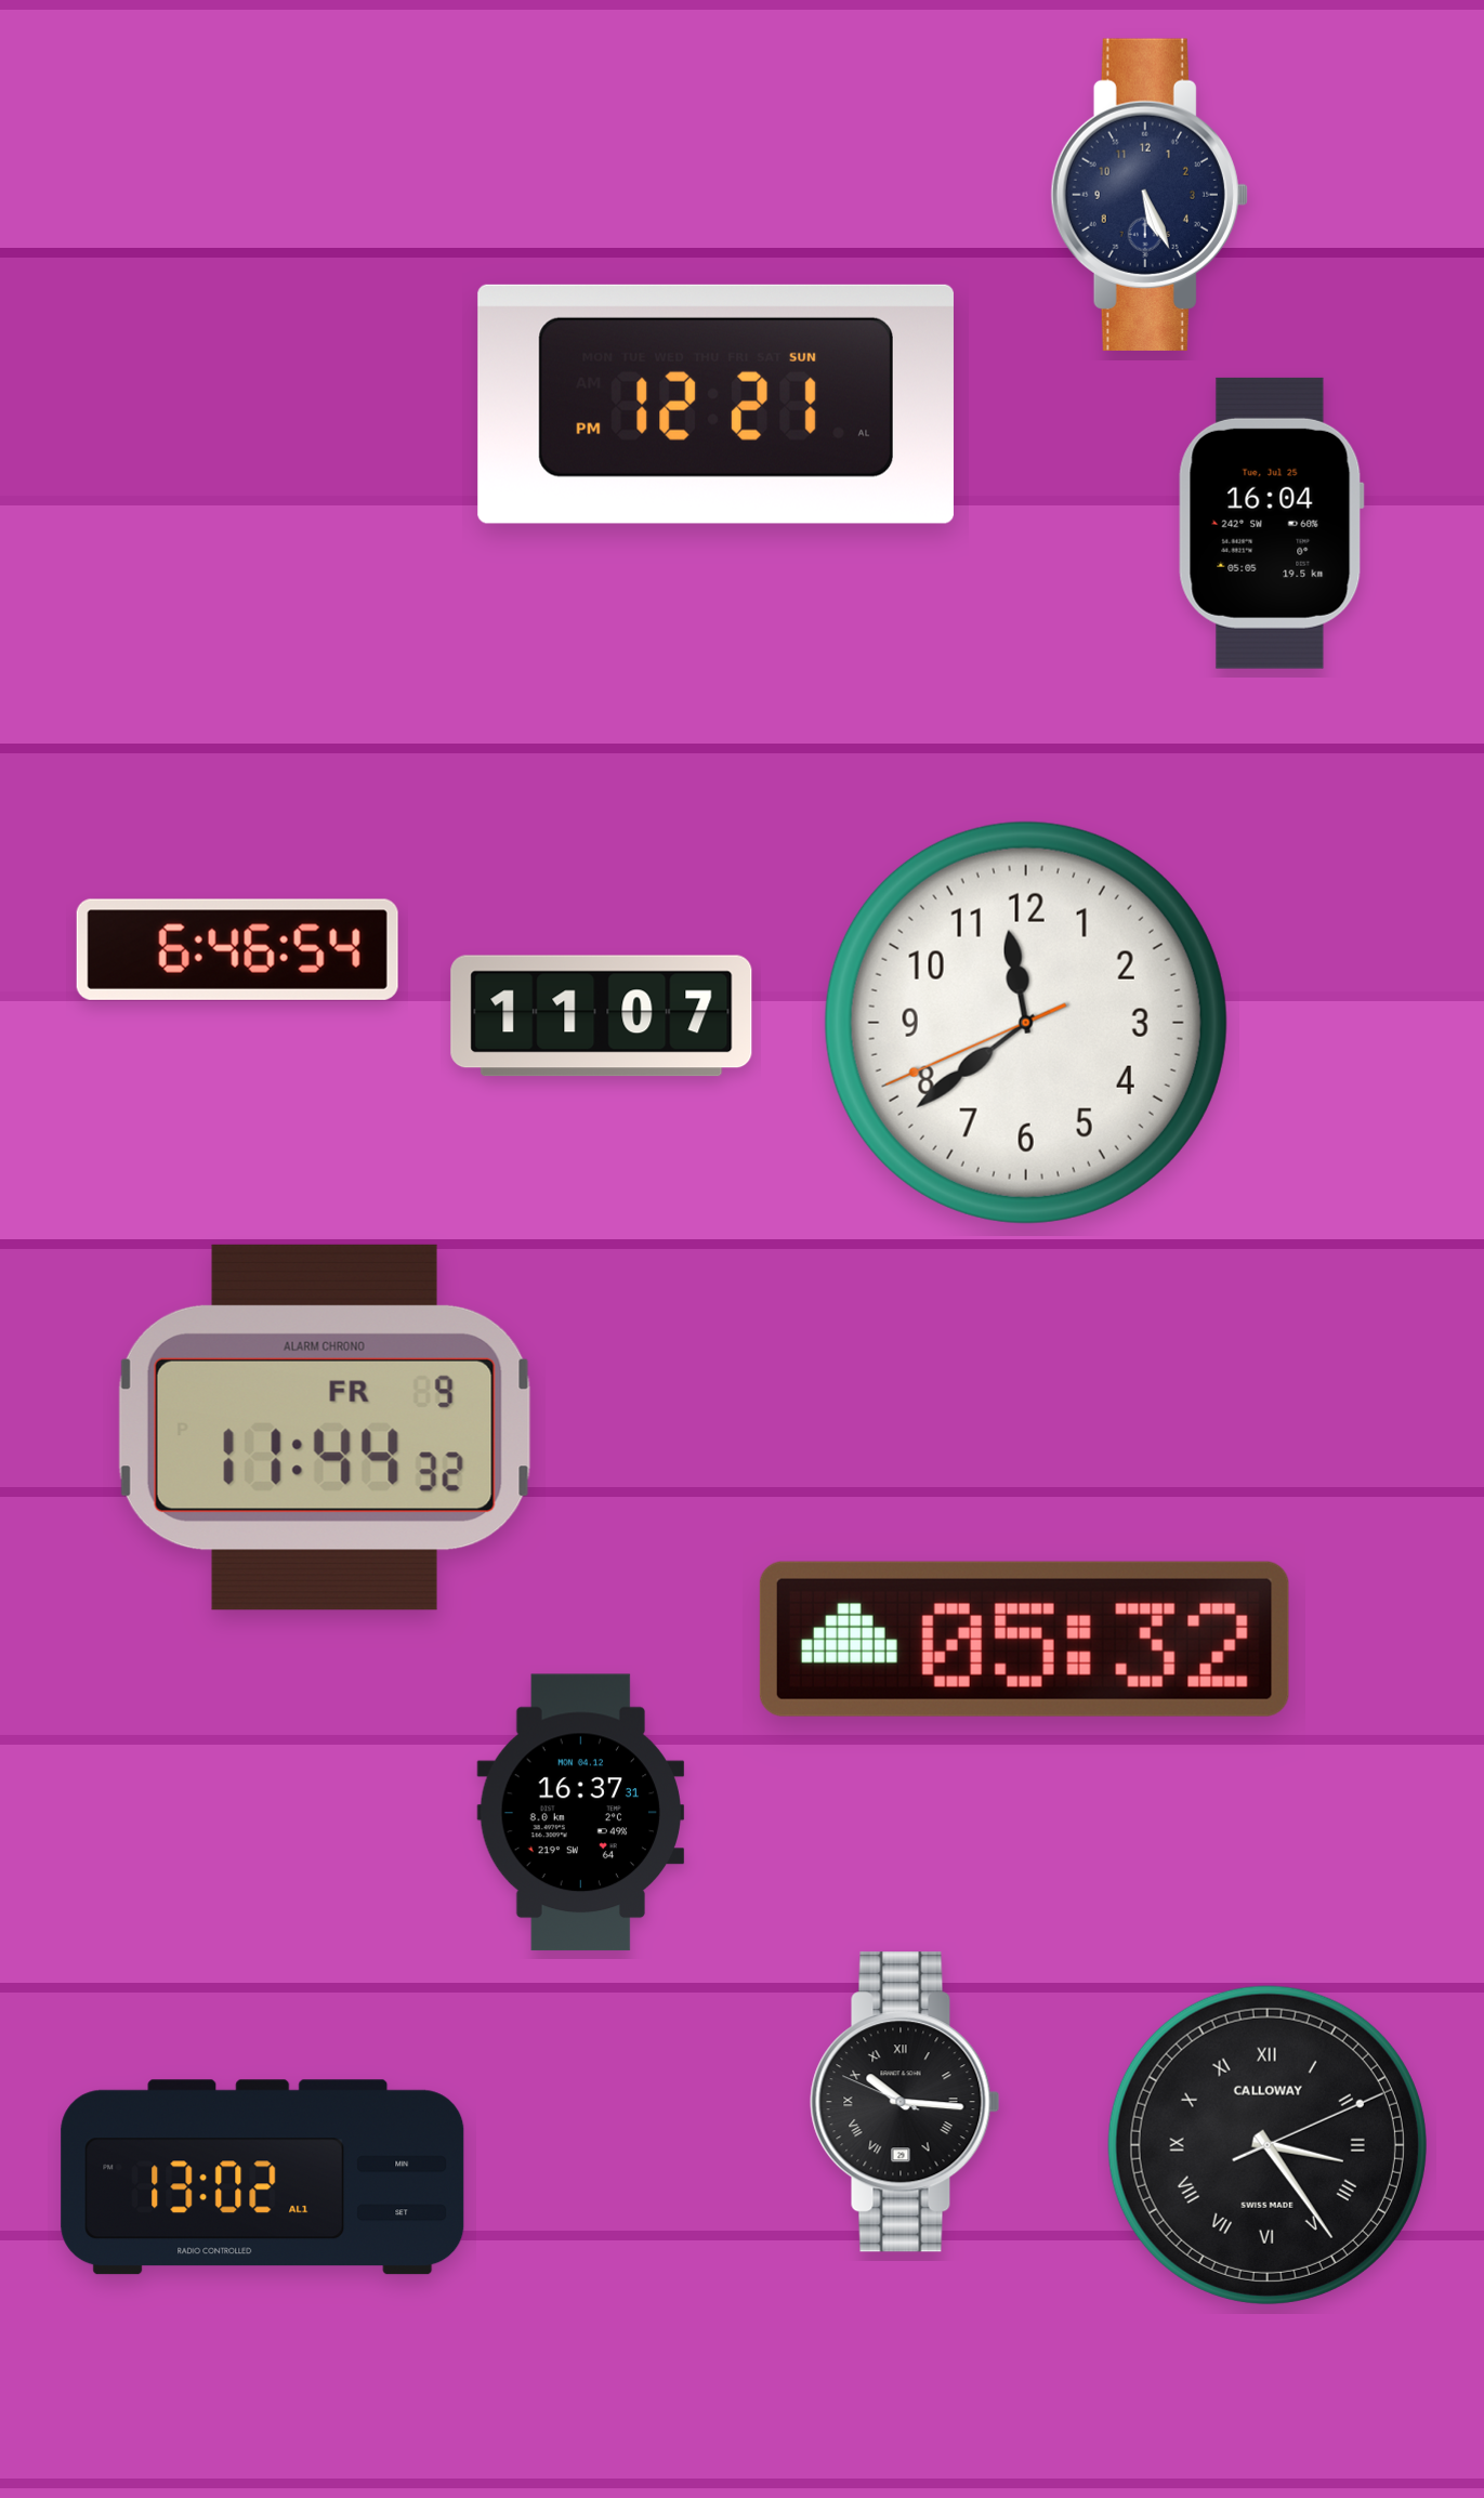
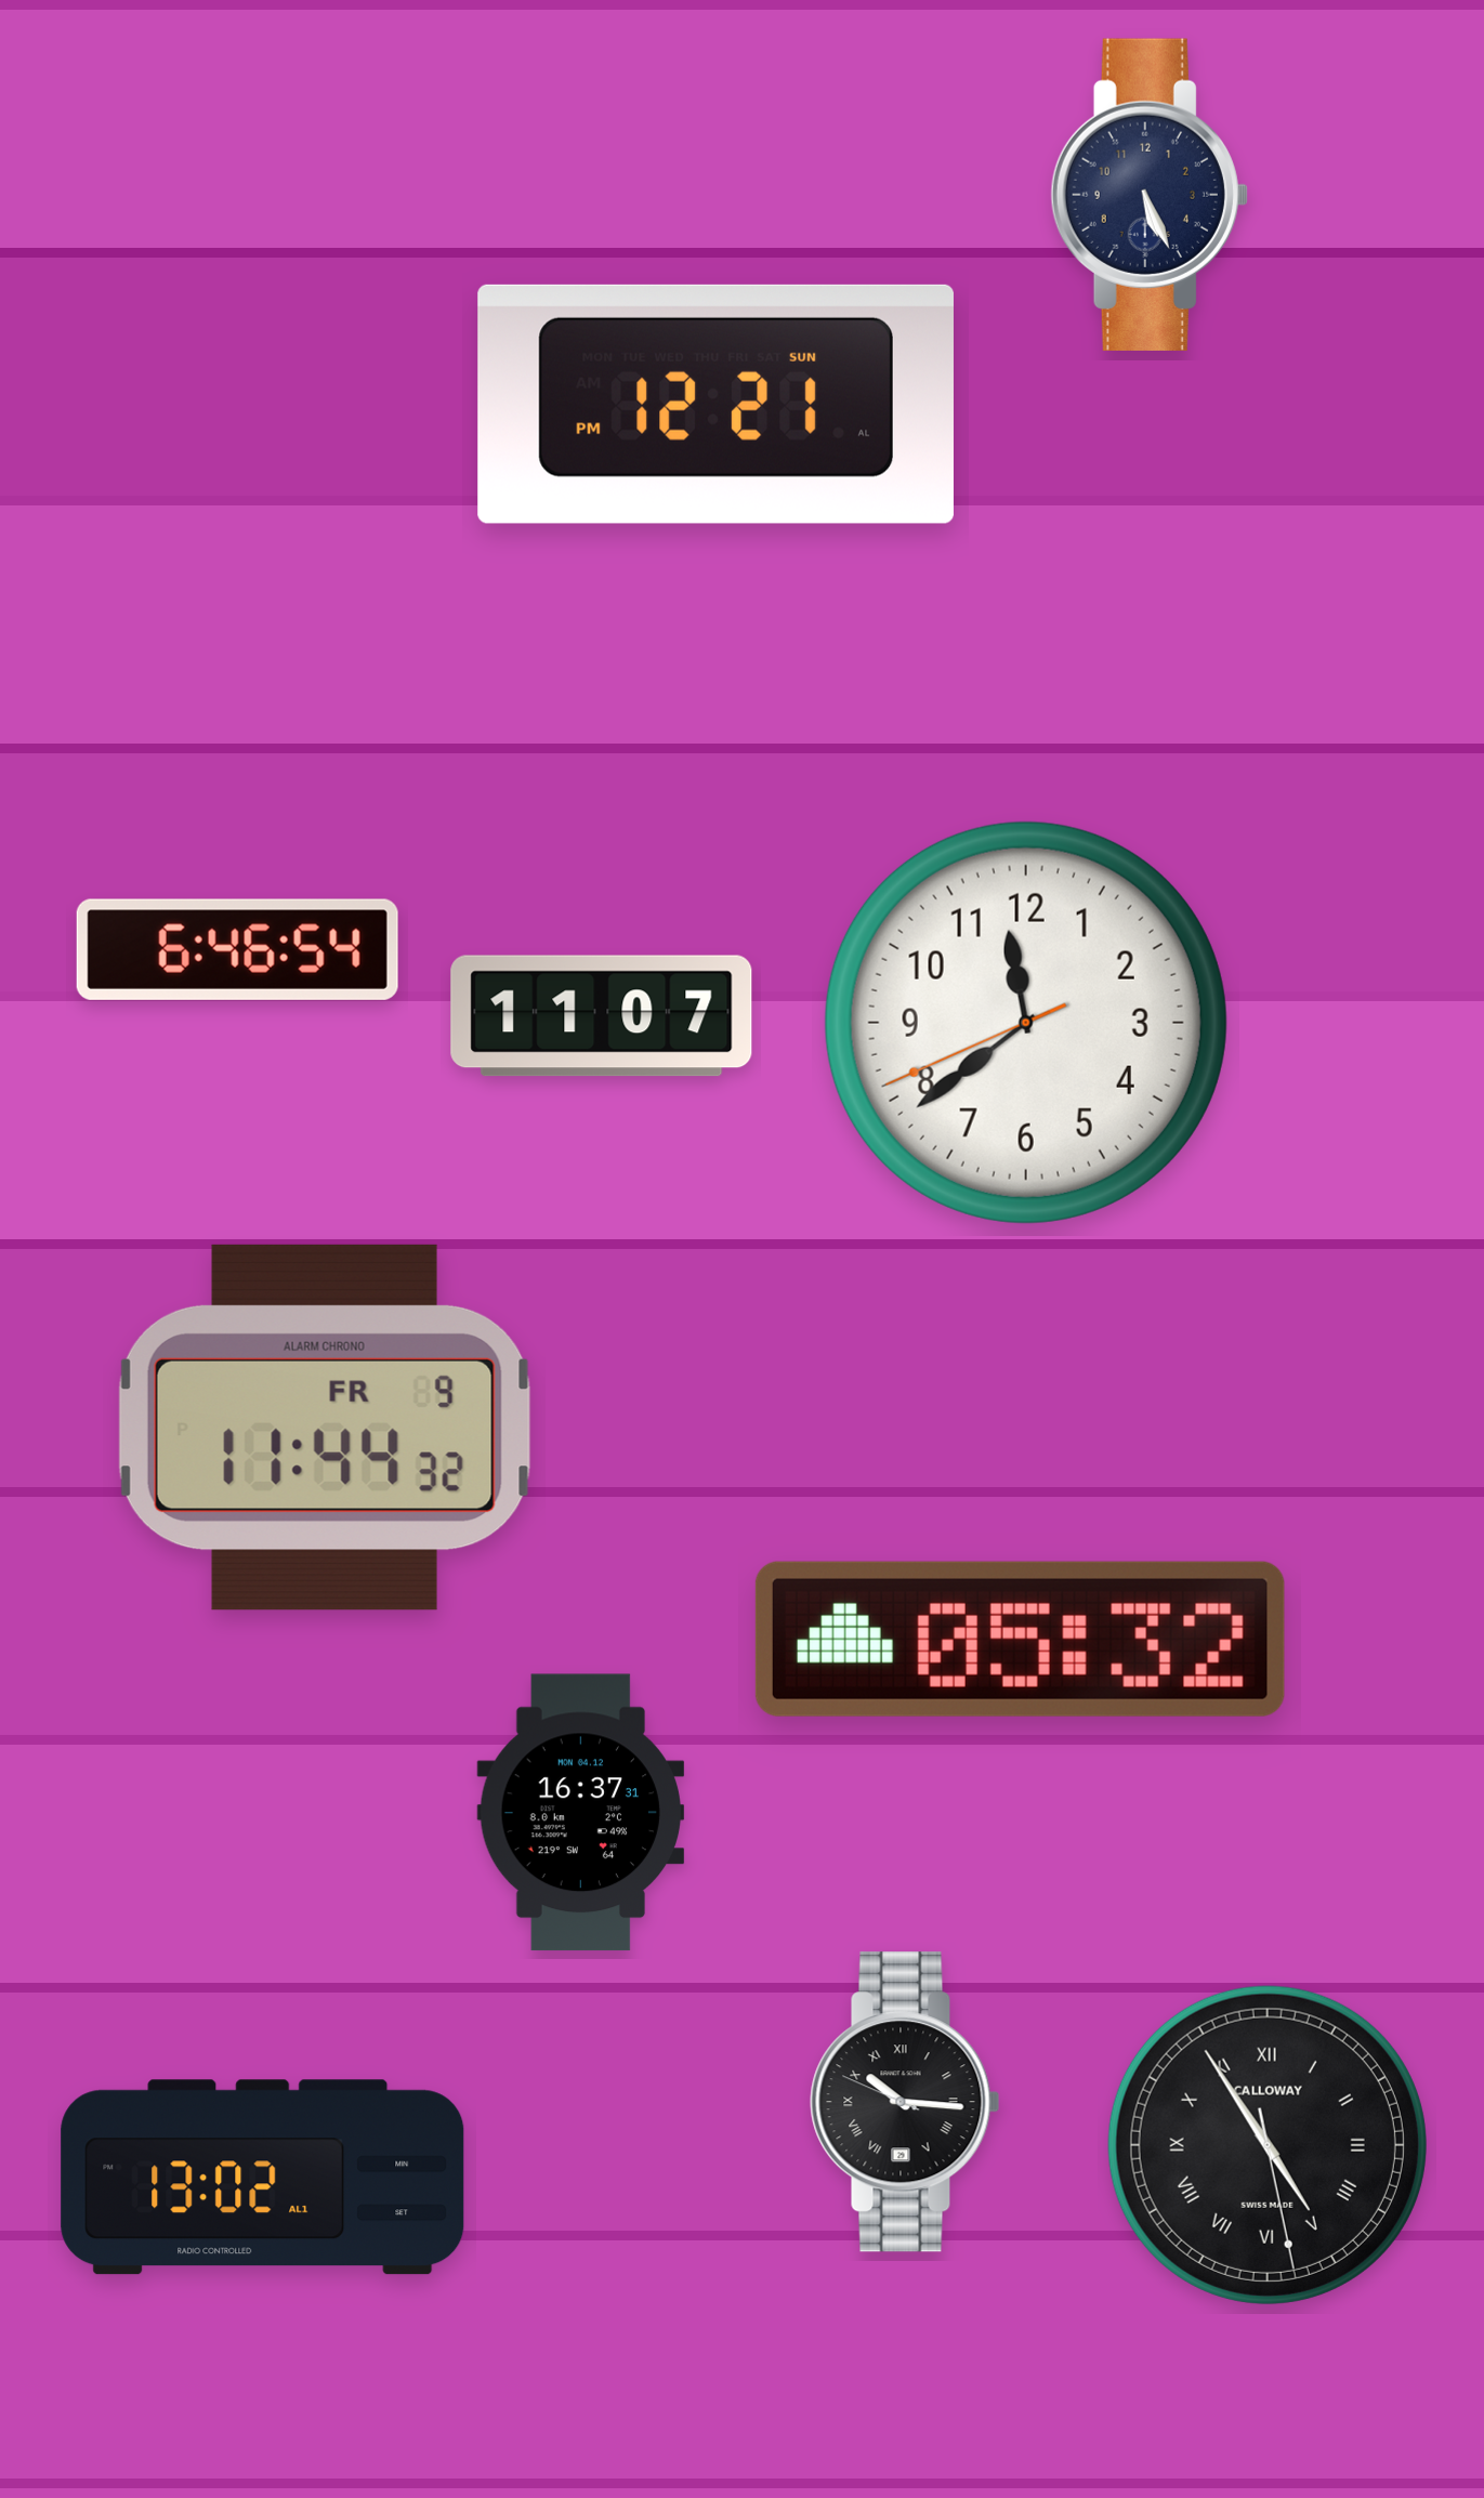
clock at (1271, 523): 16:04 -> none
clock at (1024, 1639) position: (1024, 1639) -> (1020, 1639)
clock at (1268, 2145): 3:24 -> 4:54
